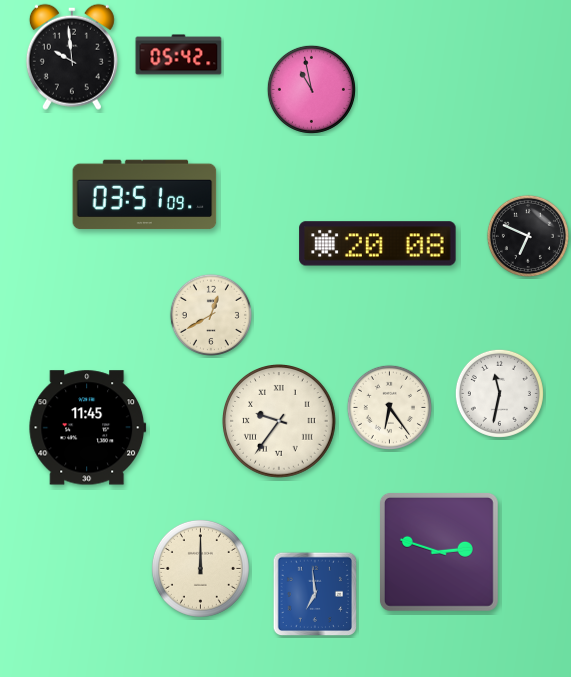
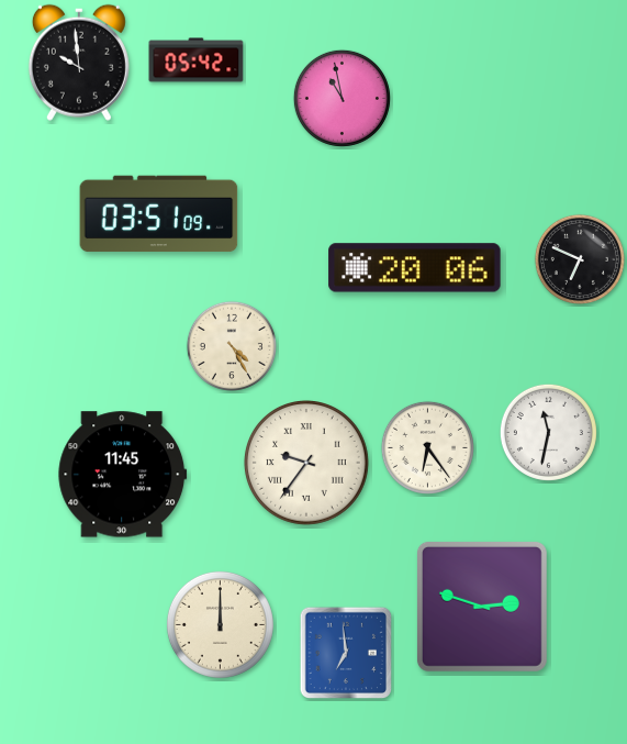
clock at (378, 244): 20:08 -> 20:06
clock at (211, 315): 12:40 -> 4:25
clock at (88, 428) position: (88, 428) -> (123, 475)
